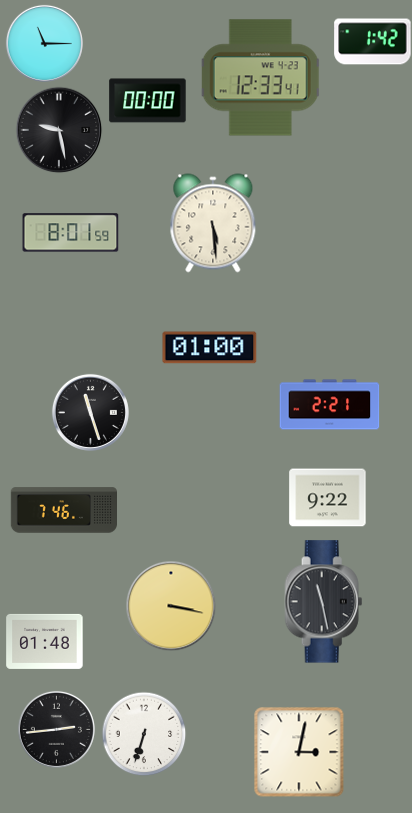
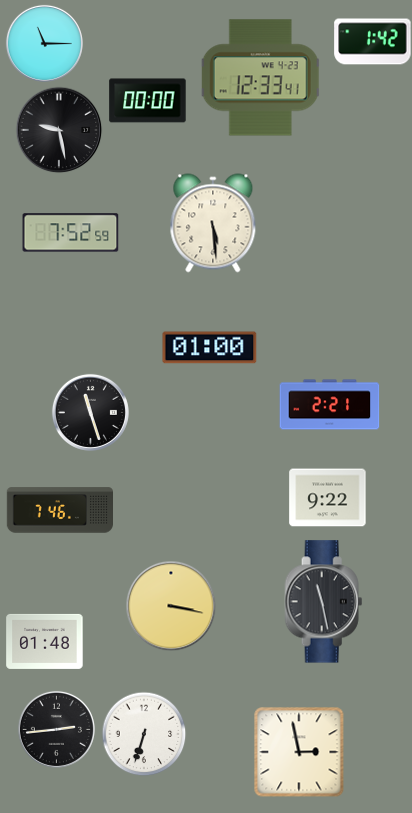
clock at (71, 233): 8:01 -> 7:52
clock at (63, 510) position: (63, 510) -> (59, 510)
clock at (299, 752): 3:02 -> 2:58
